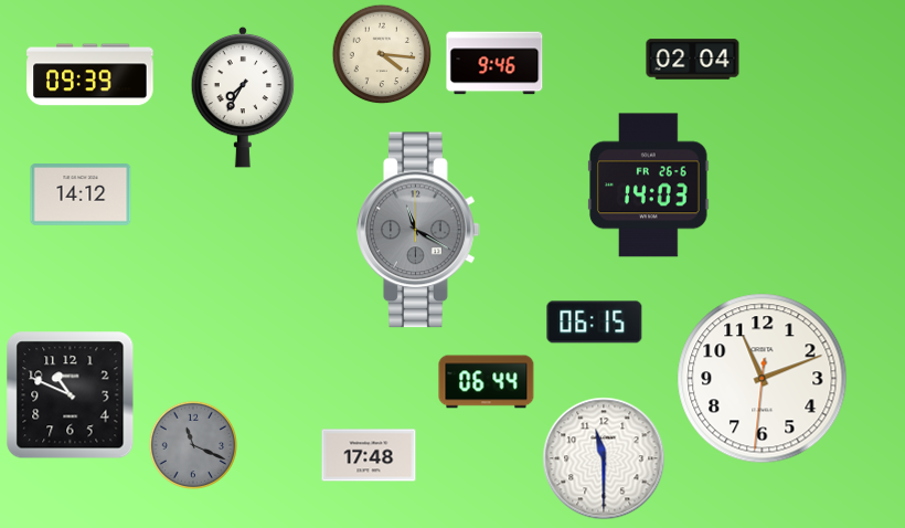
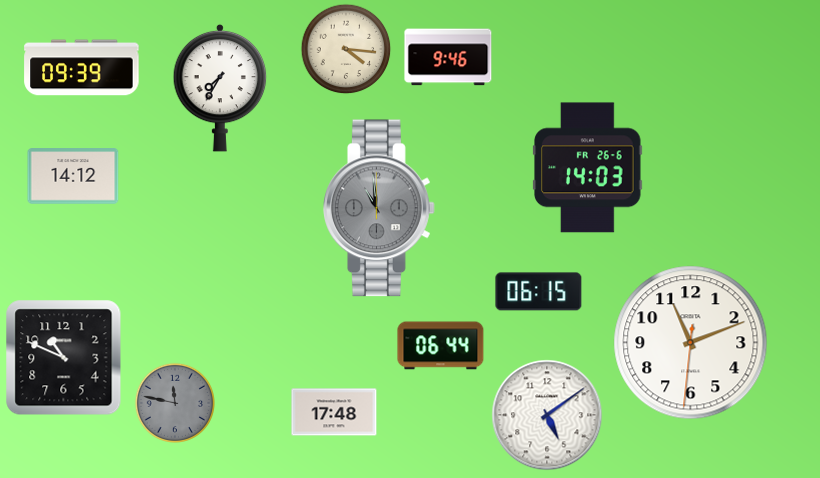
clock at (693, 60): 02:04 -> none
clock at (418, 230): 11:20 -> 10:59
clock at (192, 444): 11:19 -> 11:47
clock at (604, 458): 11:30 -> 5:09
